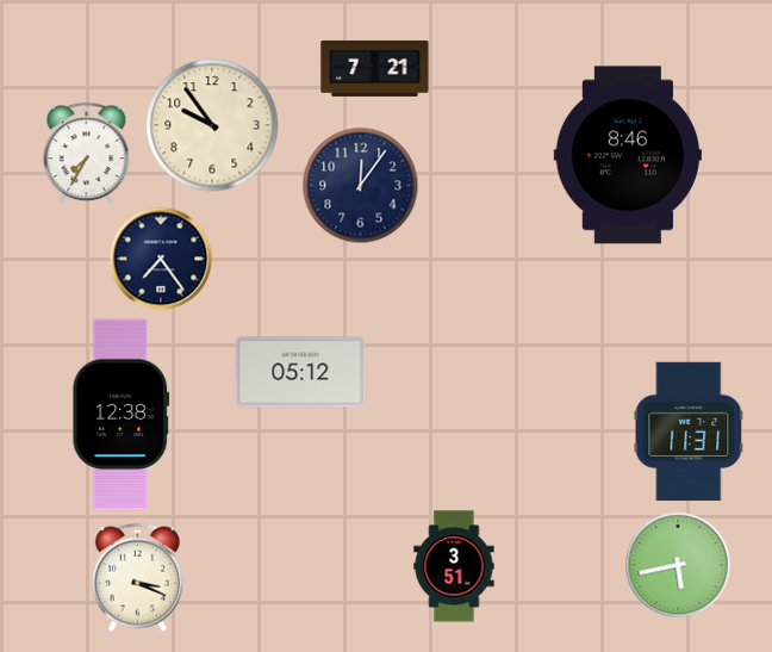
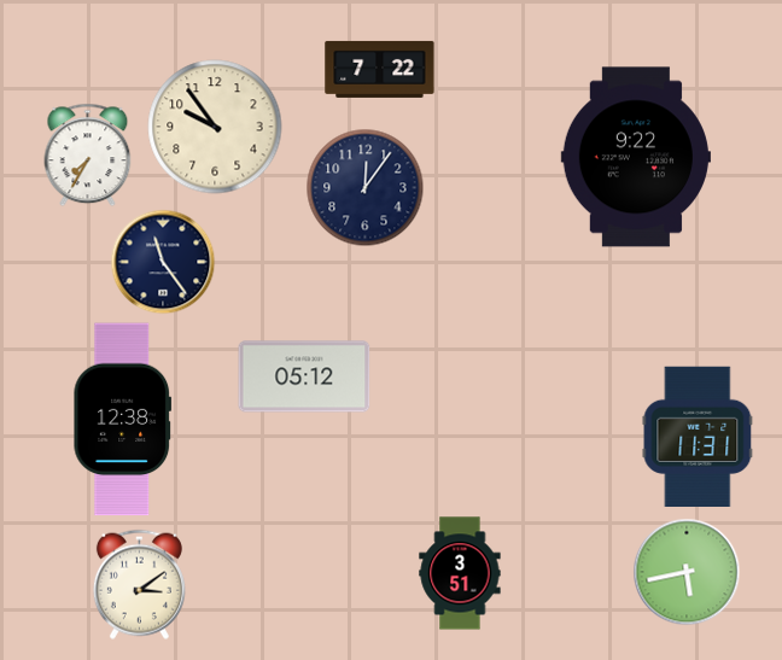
clock at (375, 68): 7:21 -> 7:22
clock at (628, 155): 8:46 -> 9:22
clock at (161, 259): 7:24 -> 11:24
clock at (137, 577): 3:19 -> 3:09
